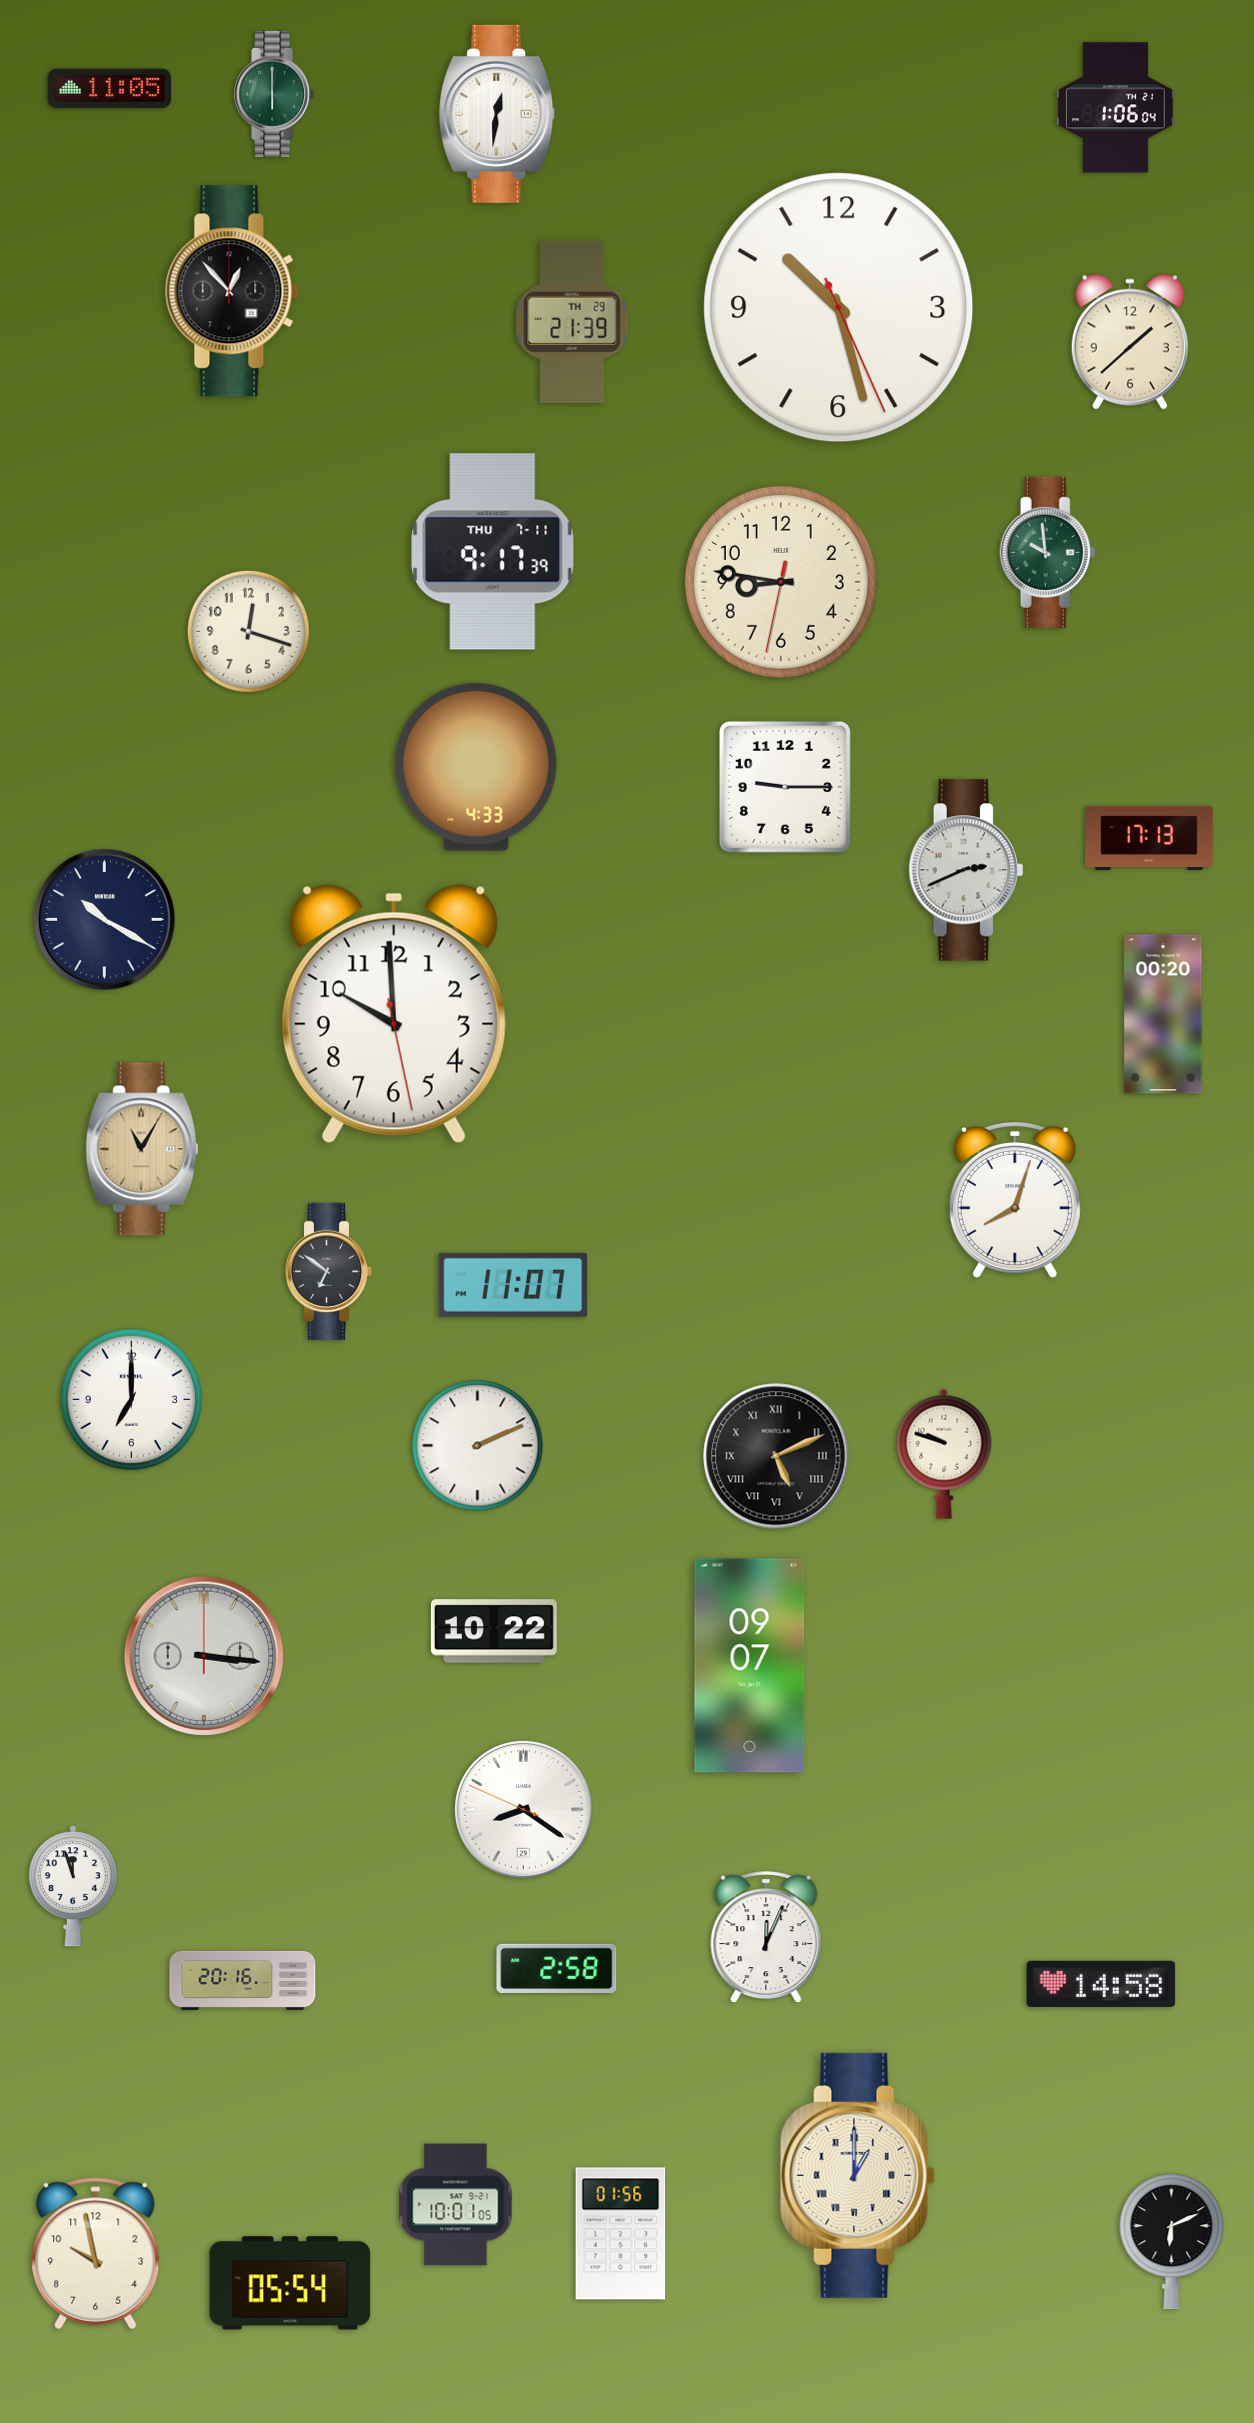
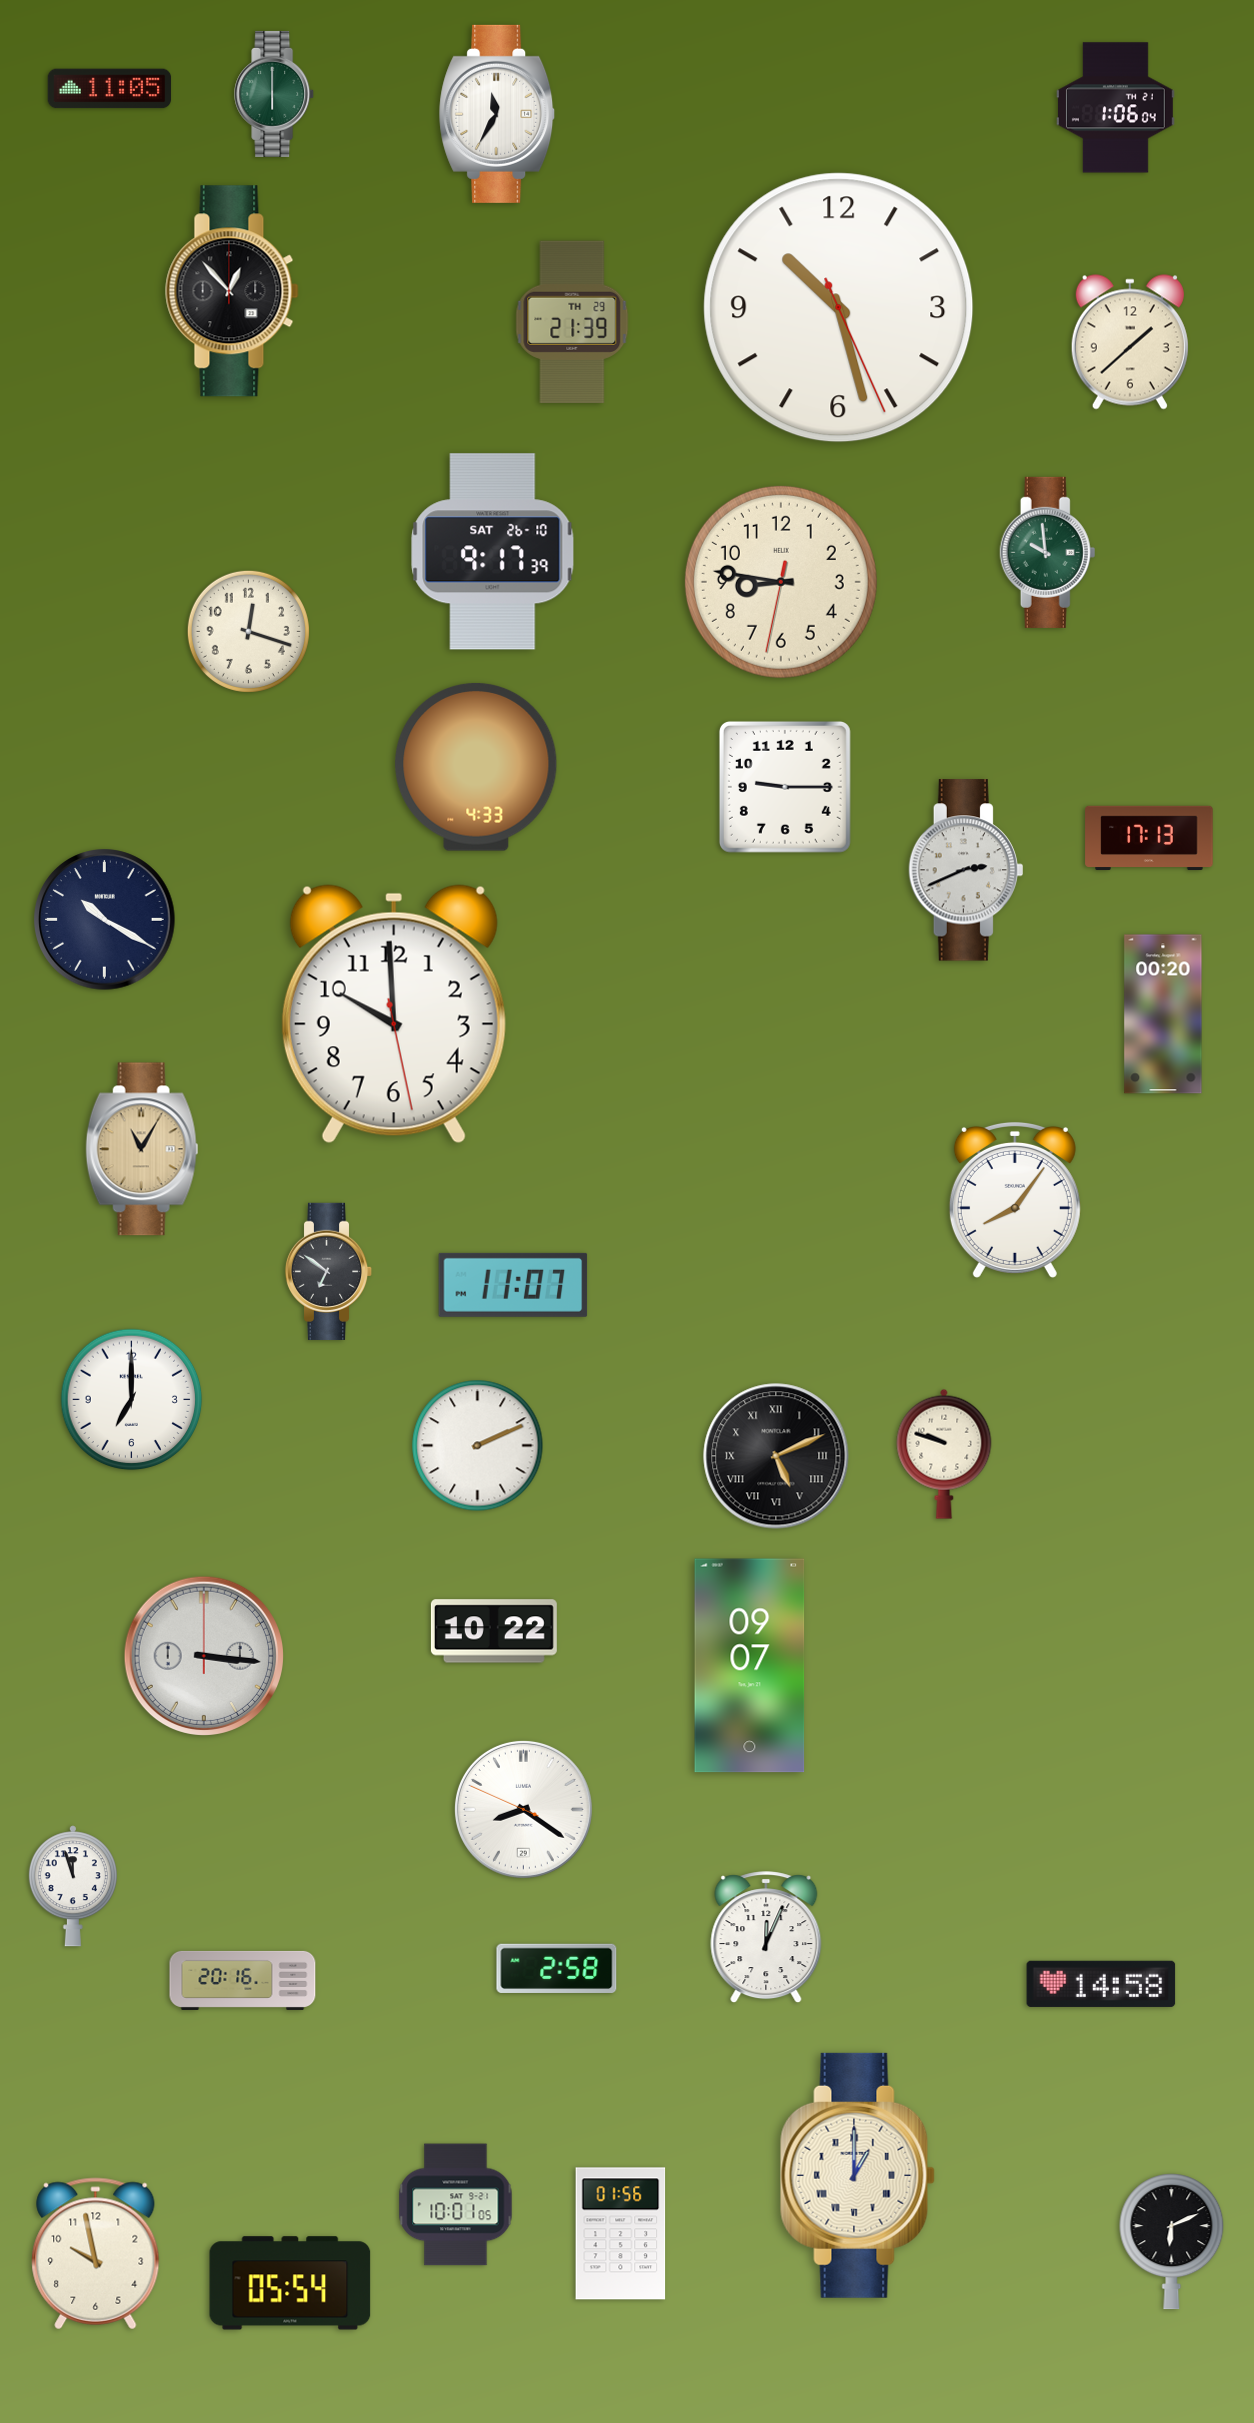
clock at (497, 114): 12:31 -> 11:35
clock at (493, 552) date: THU 7-11 -> SAT 26-10
clock at (1015, 1200): 8:03 -> 8:06
